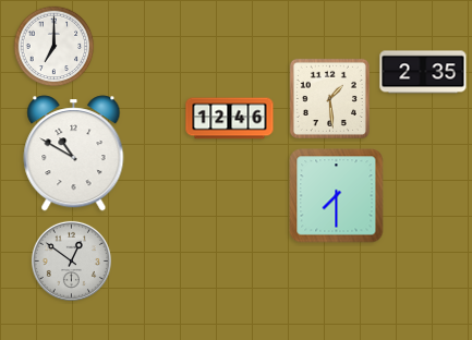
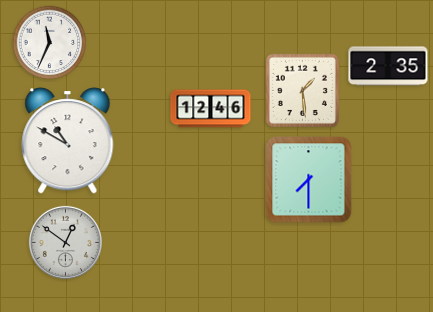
clock at (55, 47): 7:00 -> 11:34
clock at (71, 260) position: (71, 260) -> (65, 242)
